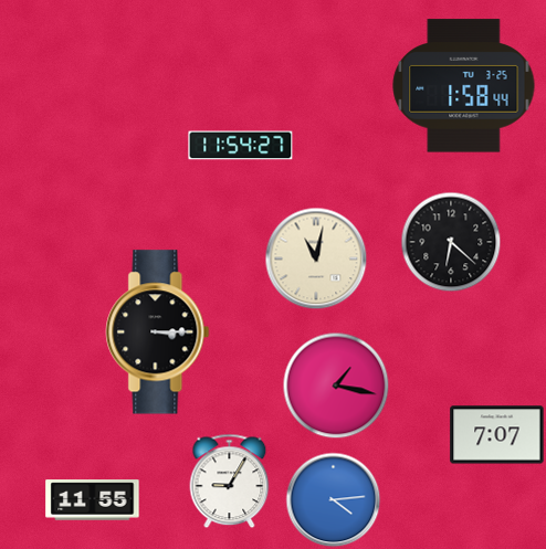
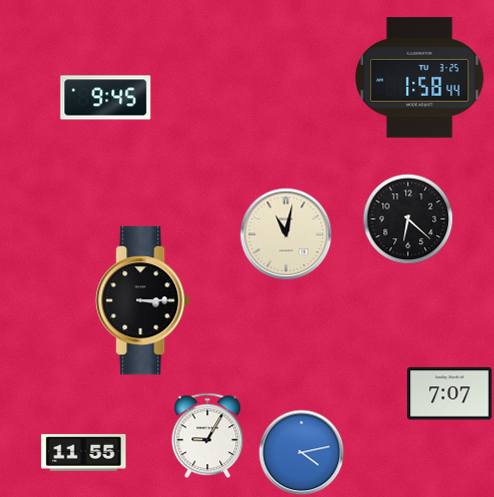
clock at (106, 98): none -> 9:45
clock at (241, 146): 11:54 -> none
clock at (336, 386): 1:17 -> none
clock at (334, 500): 4:14 -> 4:13
